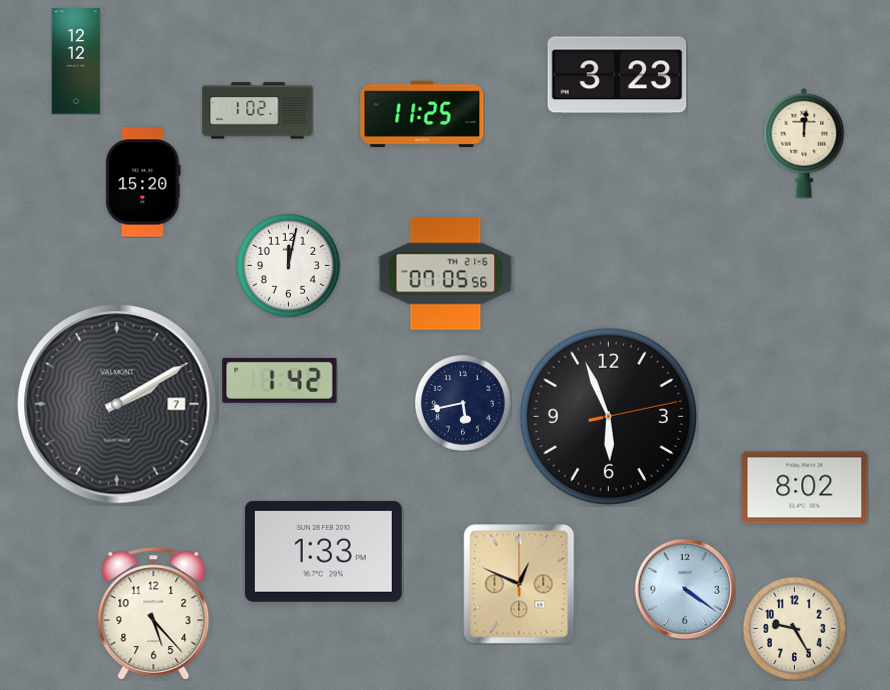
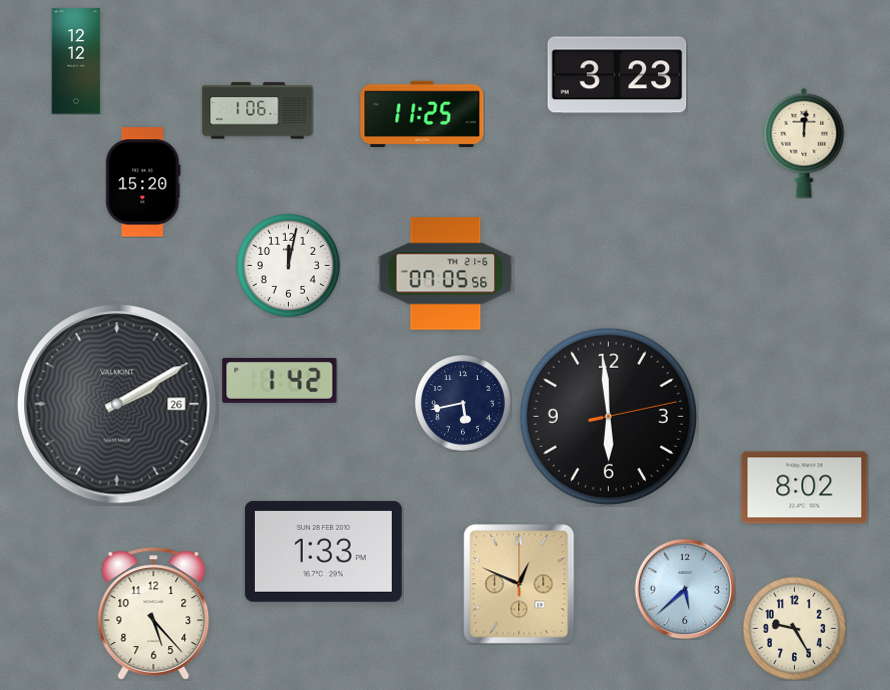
clock at (258, 111): 1:02 -> 1:06
clock at (117, 404) date: 7 -> 26
clock at (608, 416): 5:56 -> 5:59
clock at (684, 588): 4:21 -> 5:38
